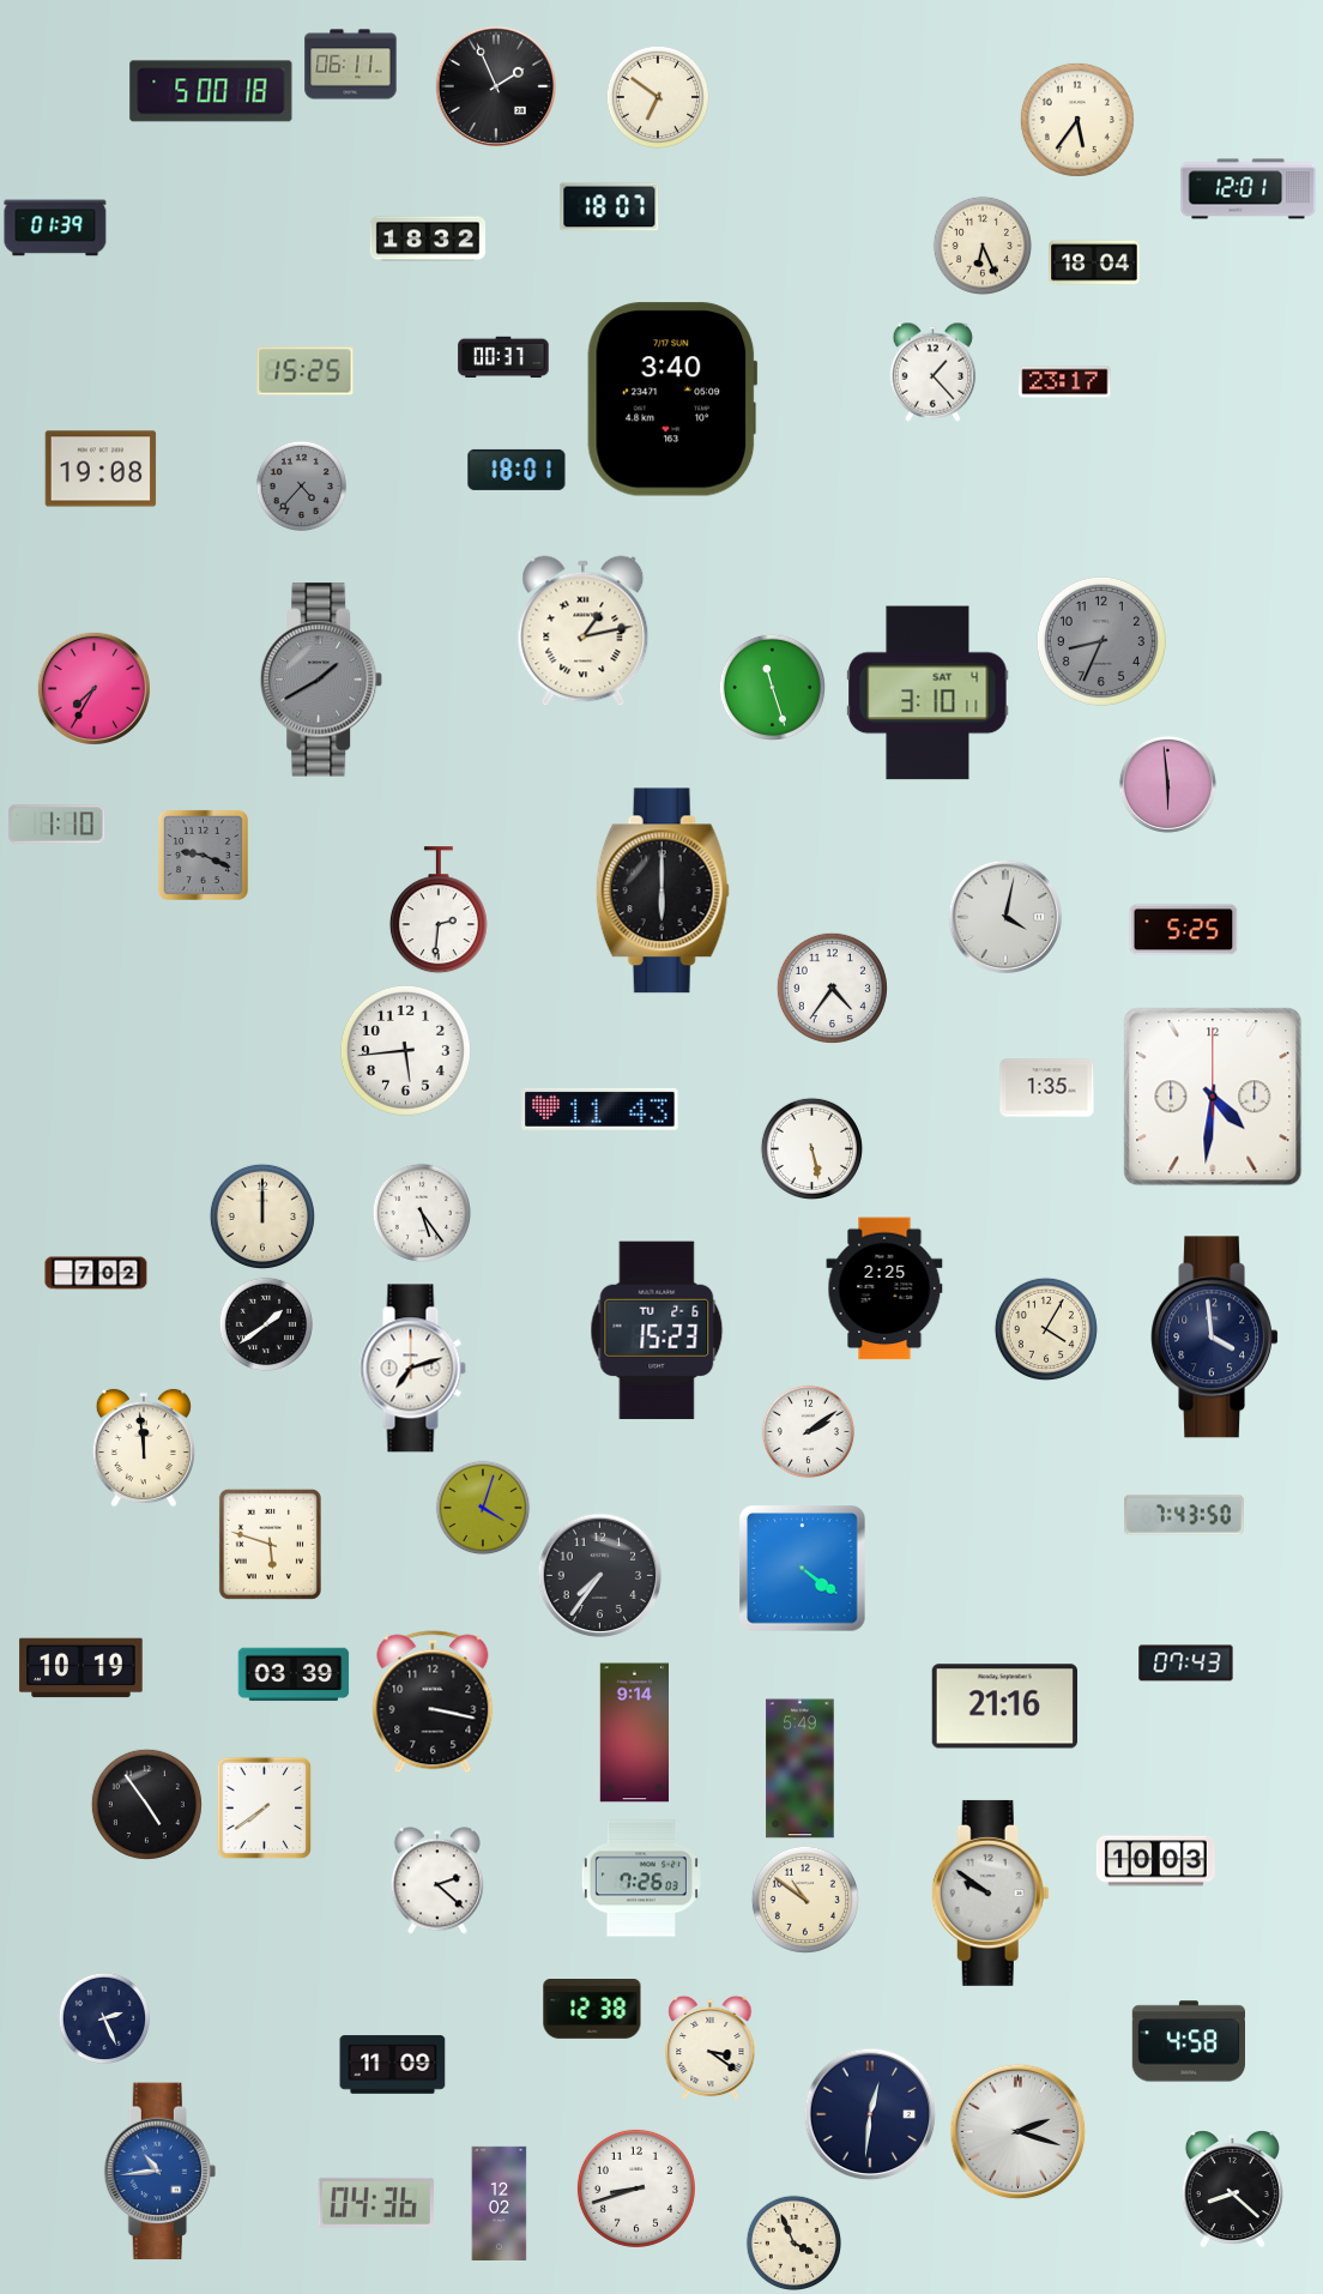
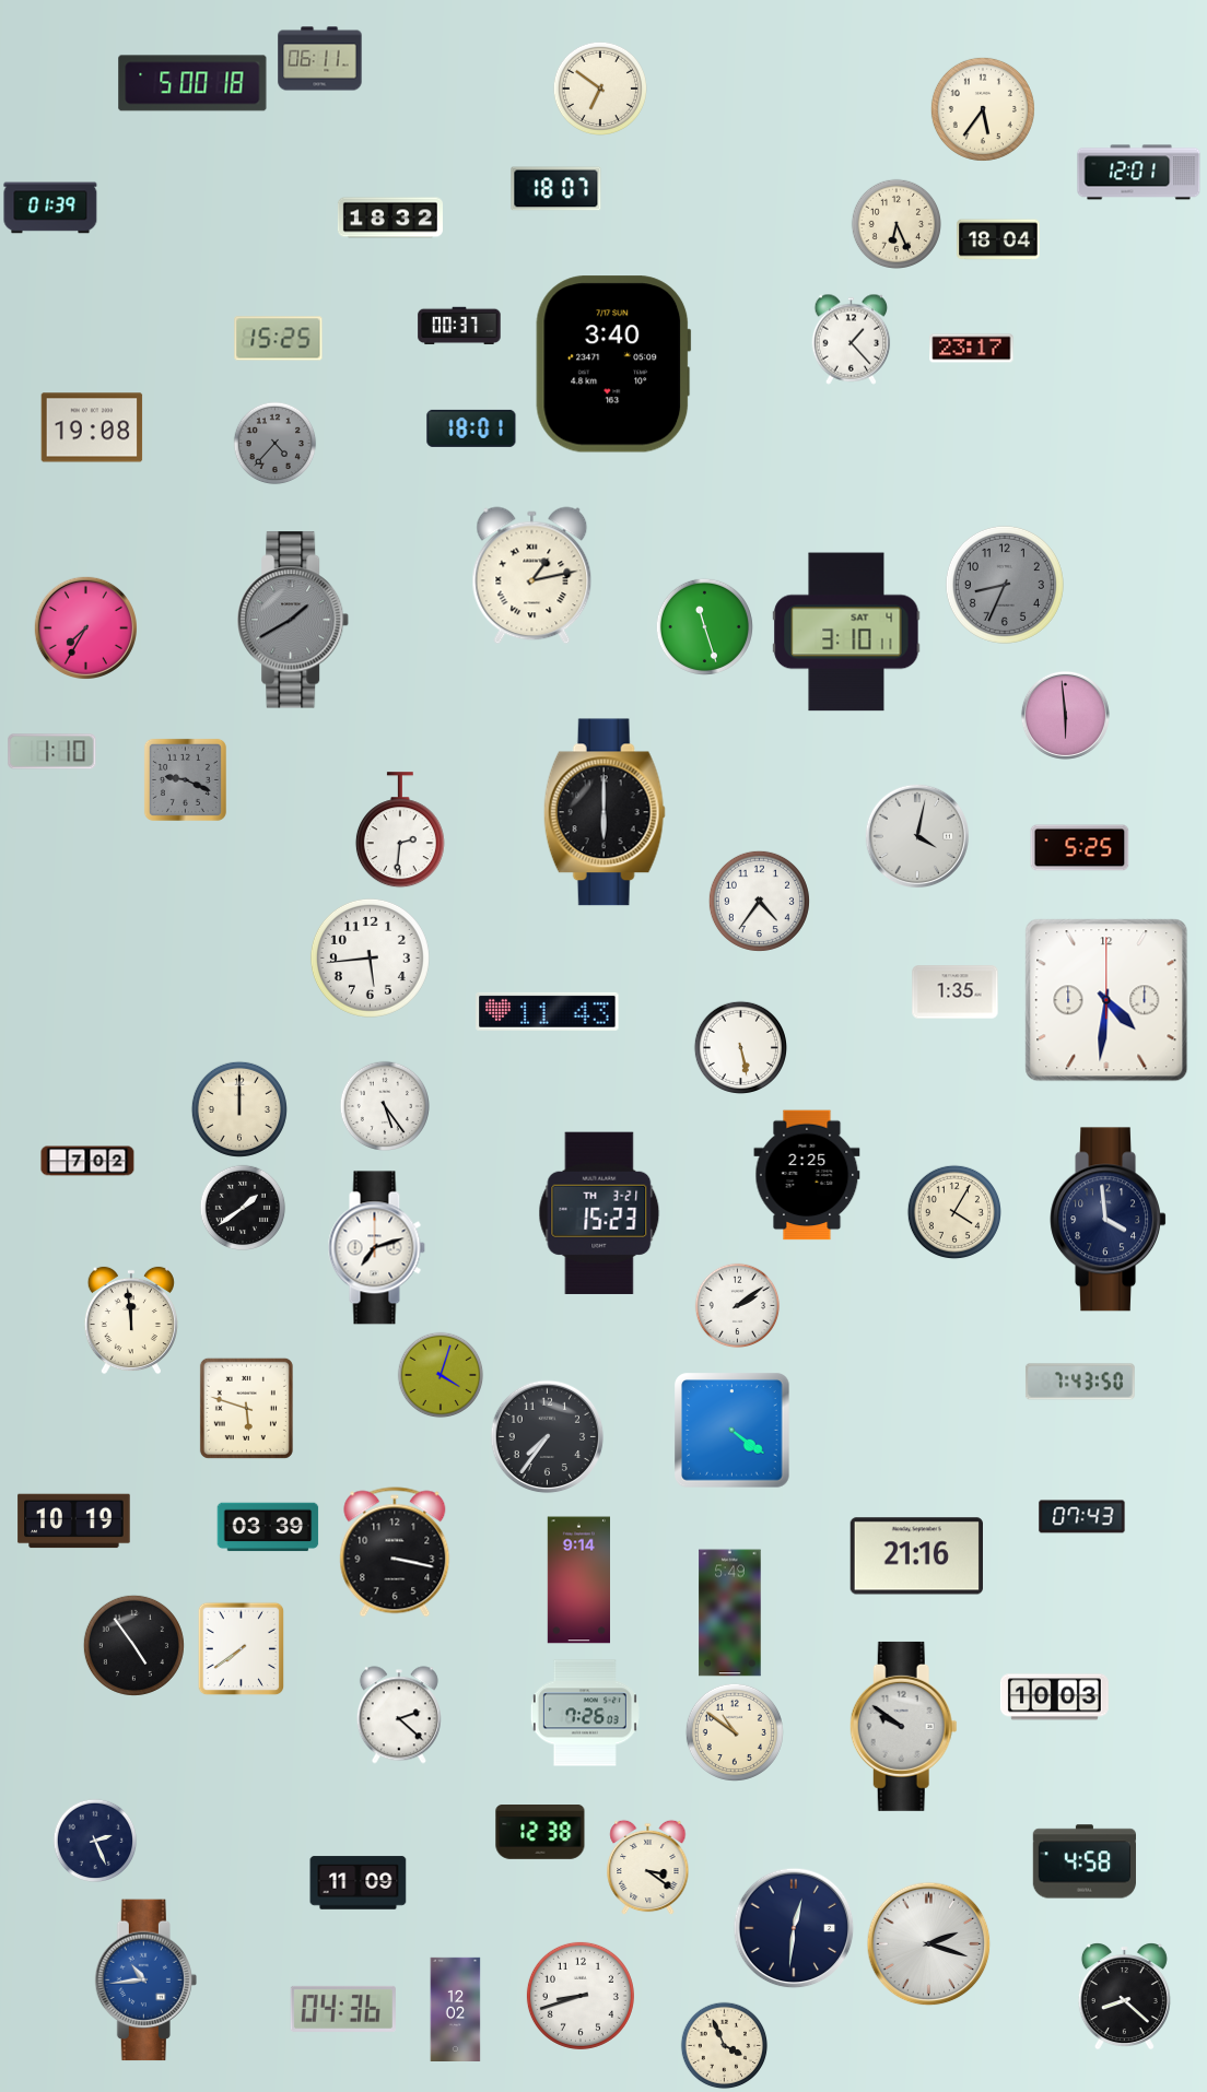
clock at (496, 86): 1:56 -> none
clock at (657, 1330) date: TU 2-6 -> TH 3-21
